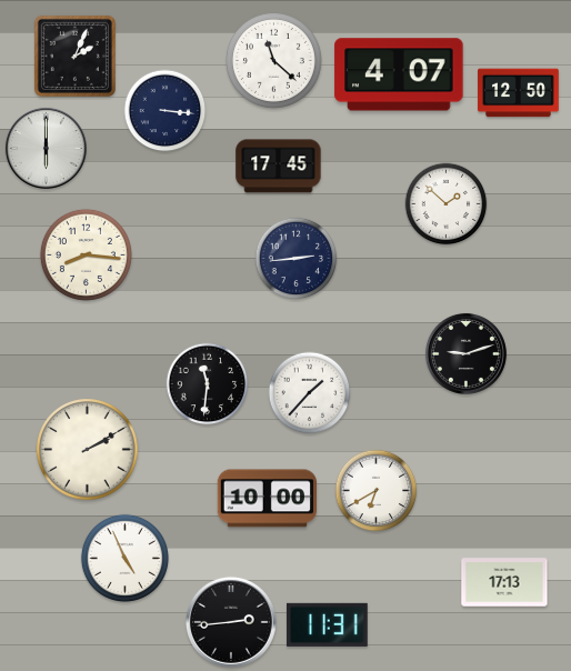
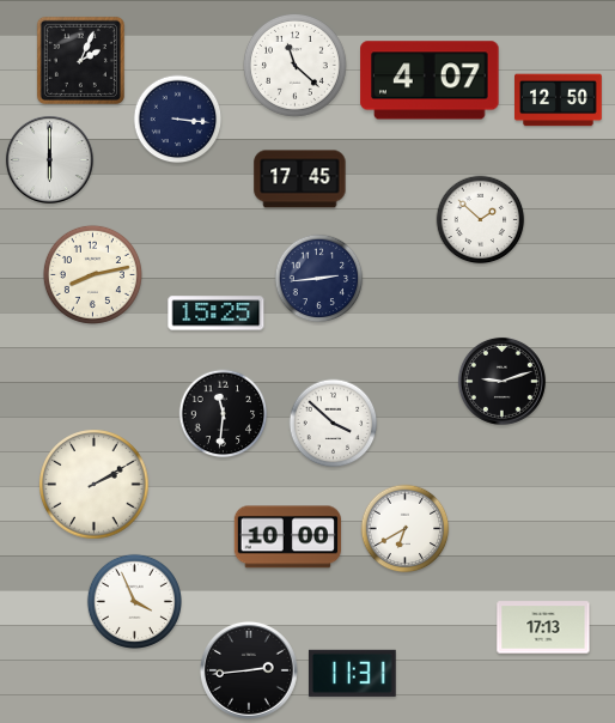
clock at (86, 254): 8:16 -> 8:13
clock at (217, 314): none -> 15:25
clock at (310, 393): 1:37 -> 3:52
clock at (124, 558): 4:56 -> 3:56
